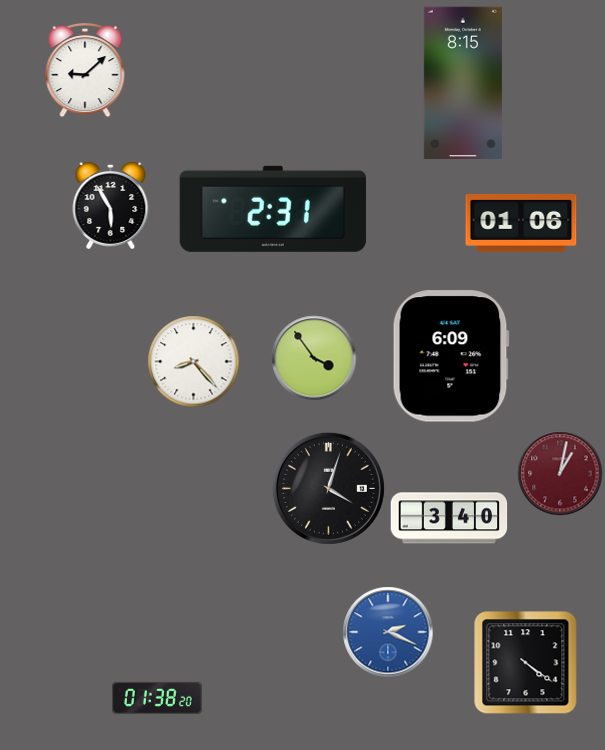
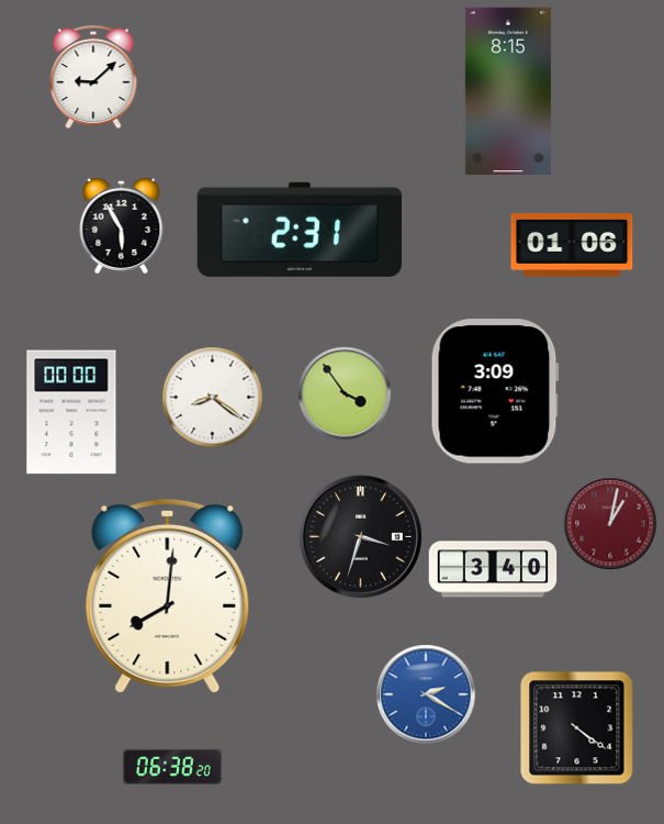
clock at (451, 356): 6:09 -> 3:09
clock at (194, 362): 8:23 -> 8:21
clock at (71, 412): none -> 00:00
clock at (560, 473) position: (560, 473) -> (610, 523)
clock at (328, 488): 4:03 -> 3:33
clock at (168, 595): none -> 8:01
clock at (388, 632): 2:19 -> 2:20
clock at (157, 698): 01:38 -> 06:38
